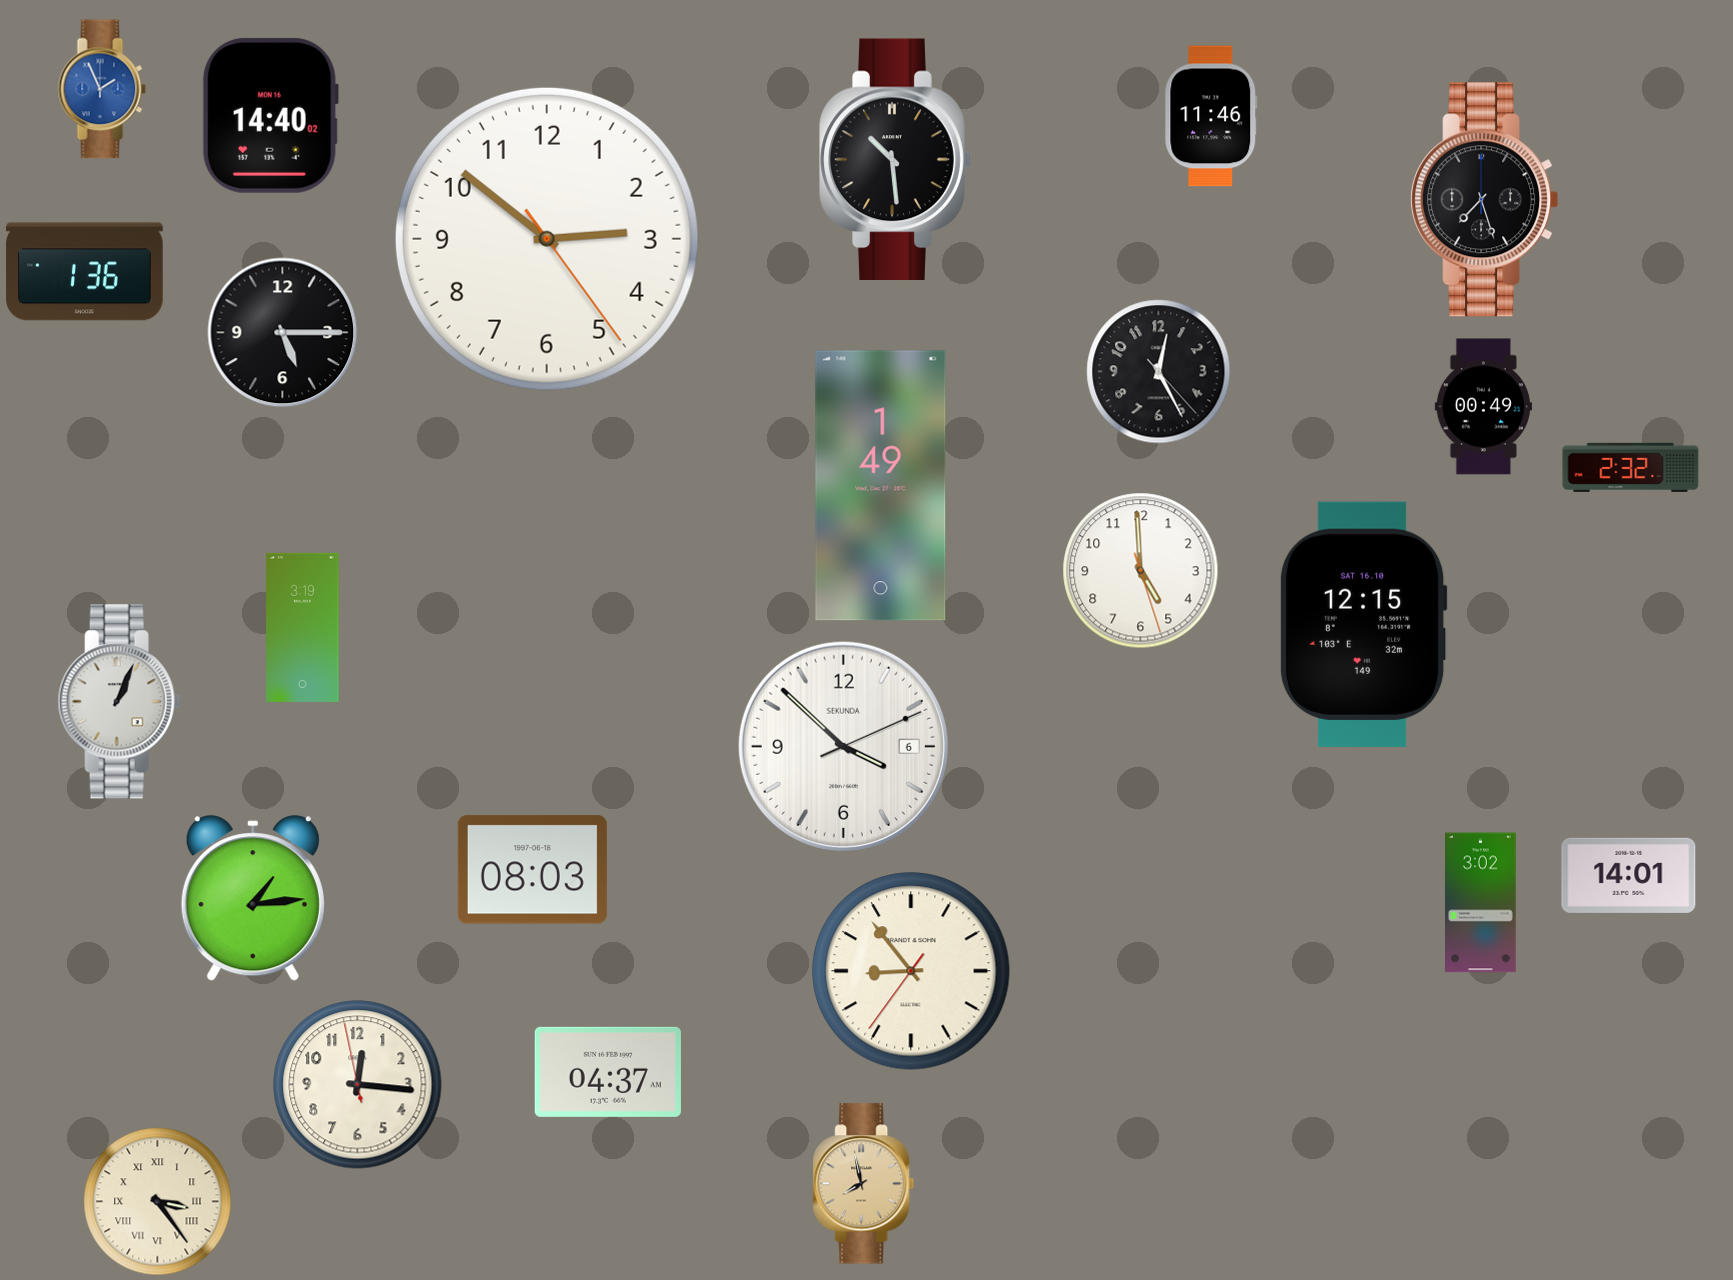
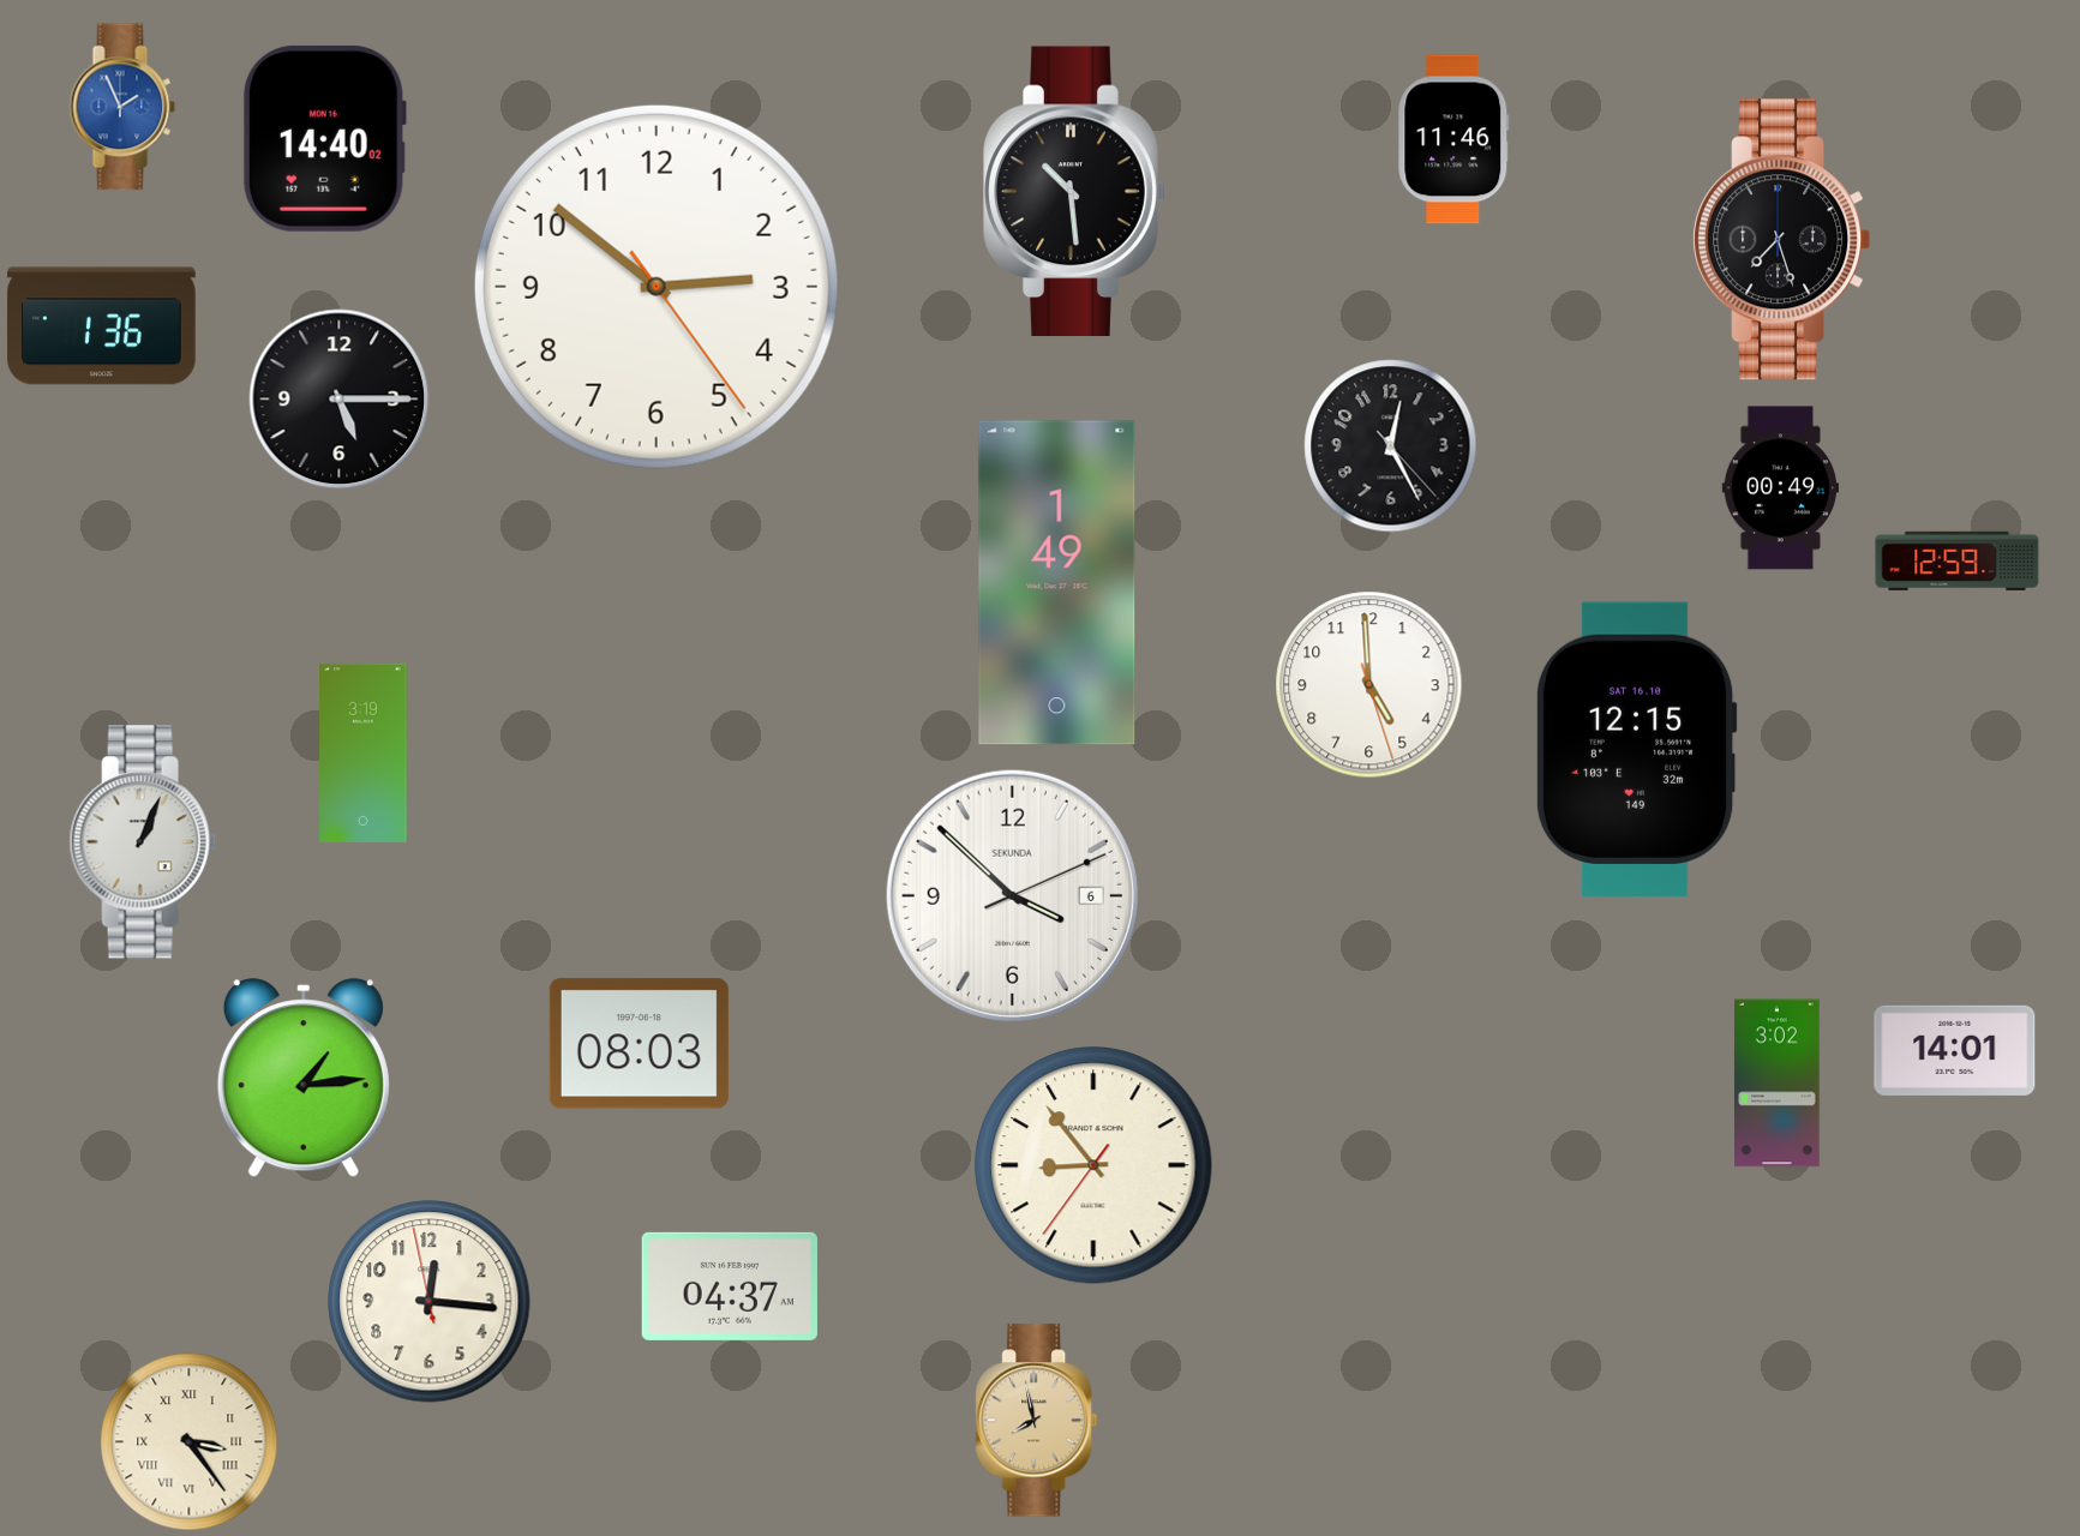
clock at (1631, 467): 2:32 -> 12:59
